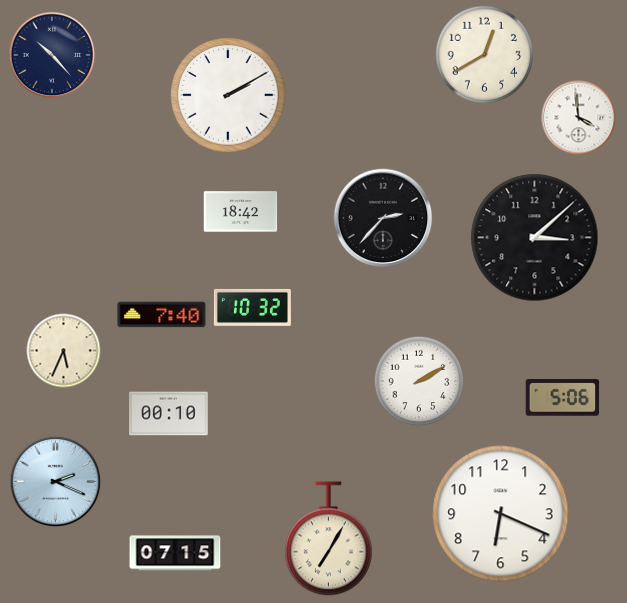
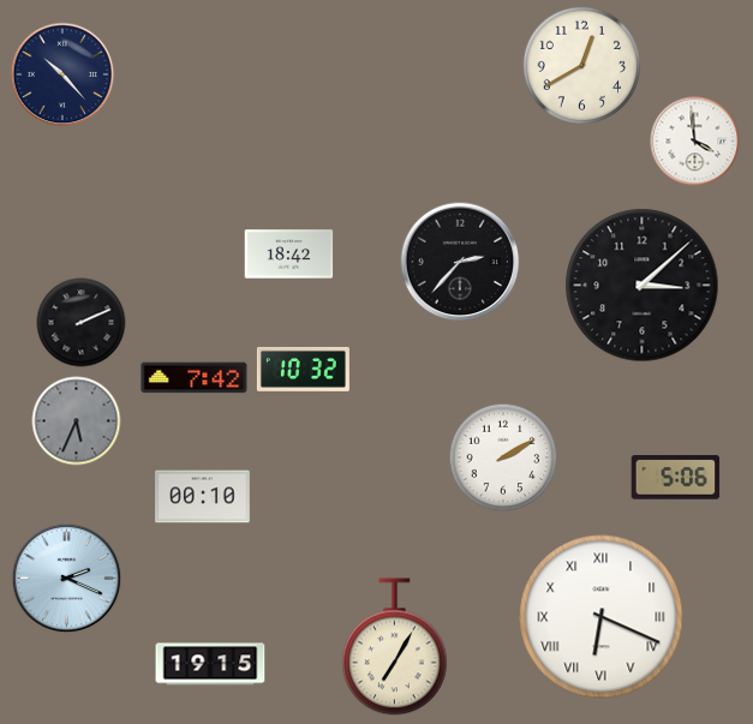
clock at (52, 55) position: (52, 55) -> (62, 74)
clock at (228, 95): 2:10 -> none
clock at (82, 323): none -> 2:11
clock at (162, 315): 7:40 -> 7:42
clock at (64, 351) dial: cream -> grey
clock at (501, 514) numerals: Arabic -> Roman
clock at (175, 553): 07:15 -> 19:15
